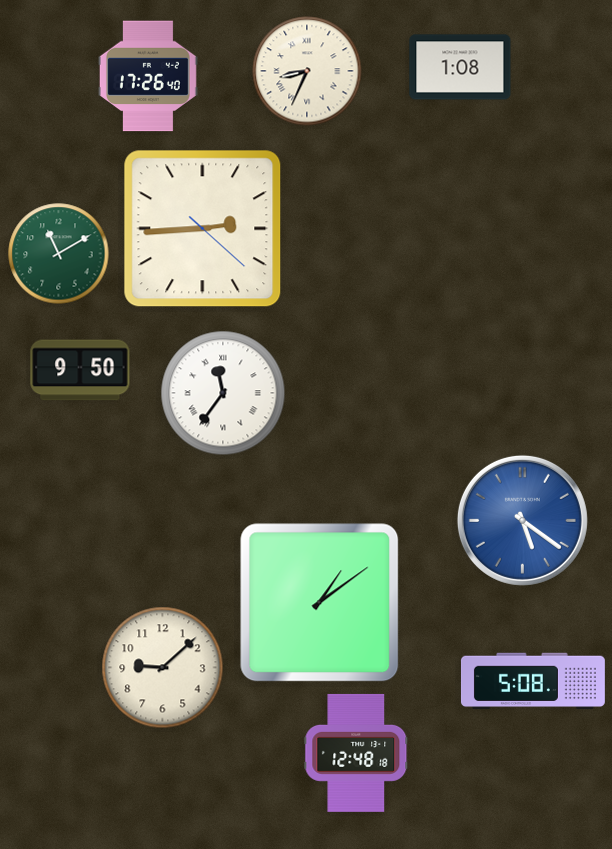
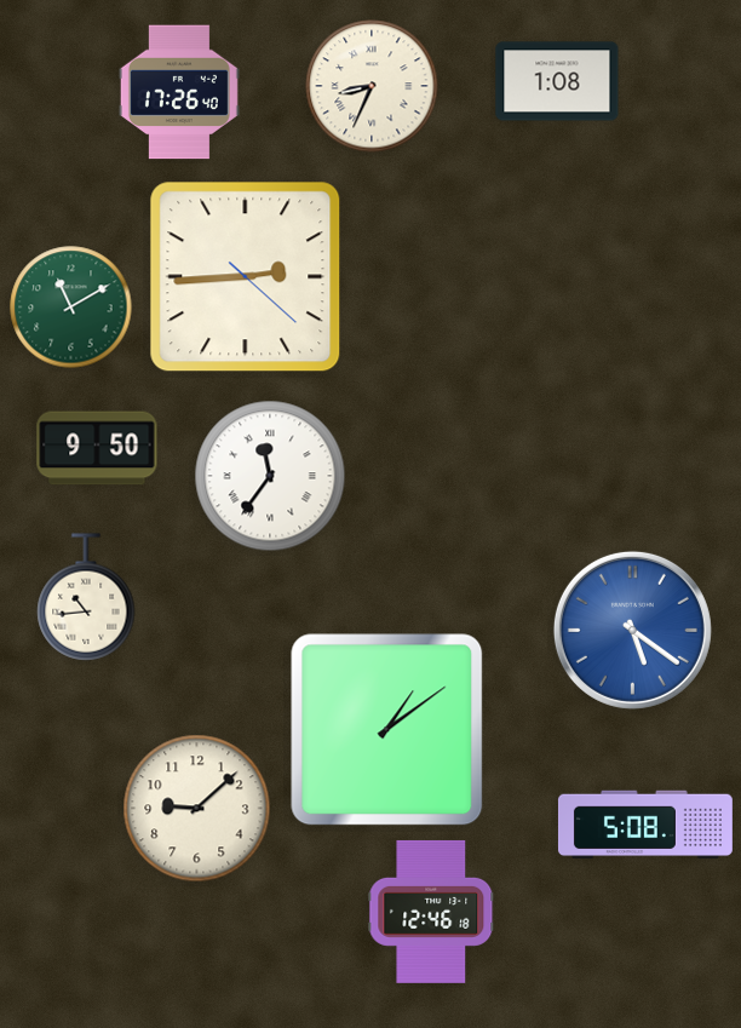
clock at (86, 597): none -> 10:44
clock at (356, 753): 12:48 -> 12:46
